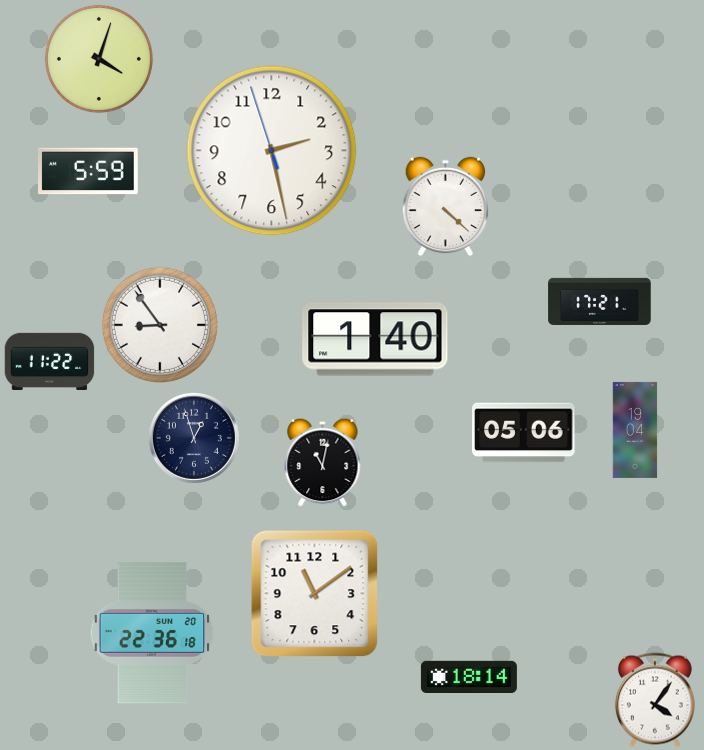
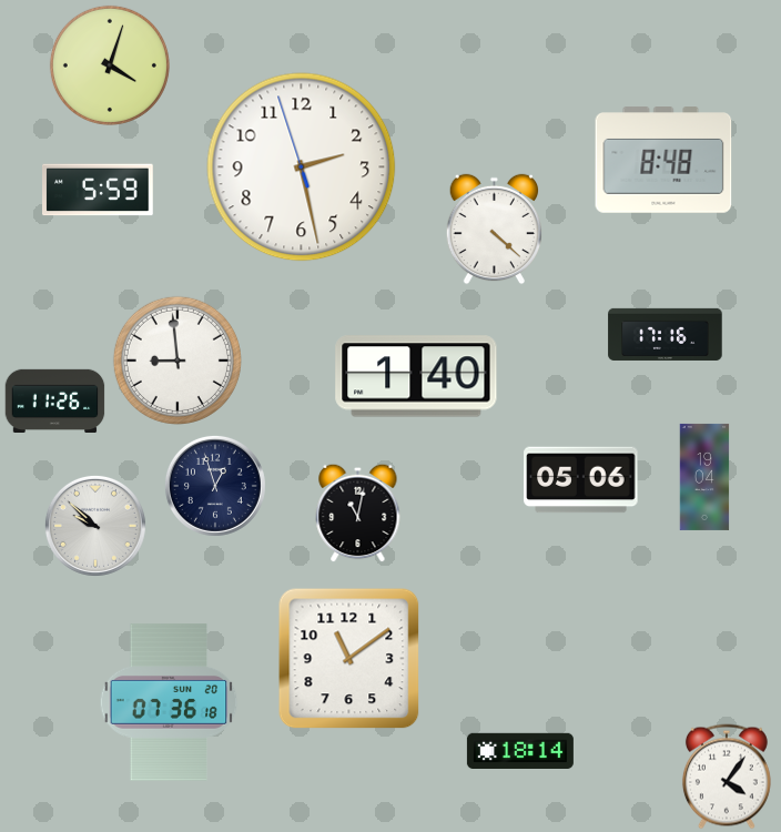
clock at (663, 160): none -> 8:48
clock at (600, 301): 17:21 -> 17:16
clock at (160, 325): 8:54 -> 8:59
clock at (50, 361): 11:22 -> 11:26
clock at (95, 526): none -> 9:52
clock at (152, 633): 22:36 -> 07:36
